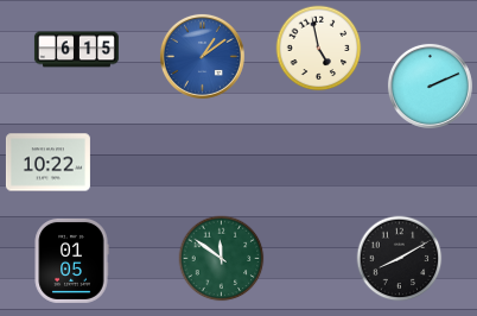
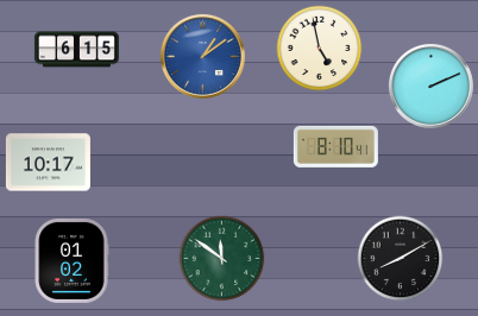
clock at (335, 146): none -> 8:10
clock at (47, 163): 10:22 -> 10:17
clock at (71, 260): 01:05 -> 01:02
